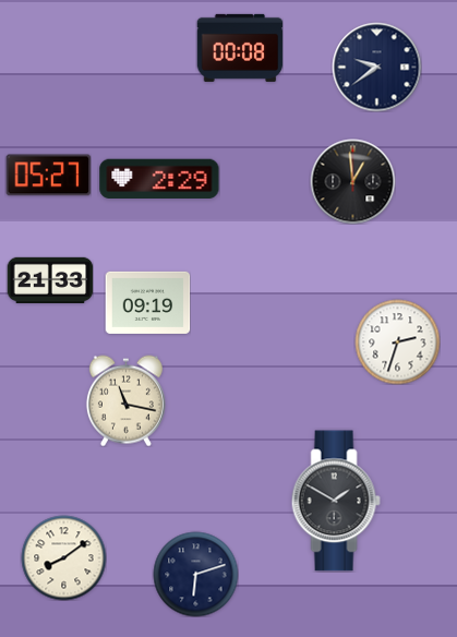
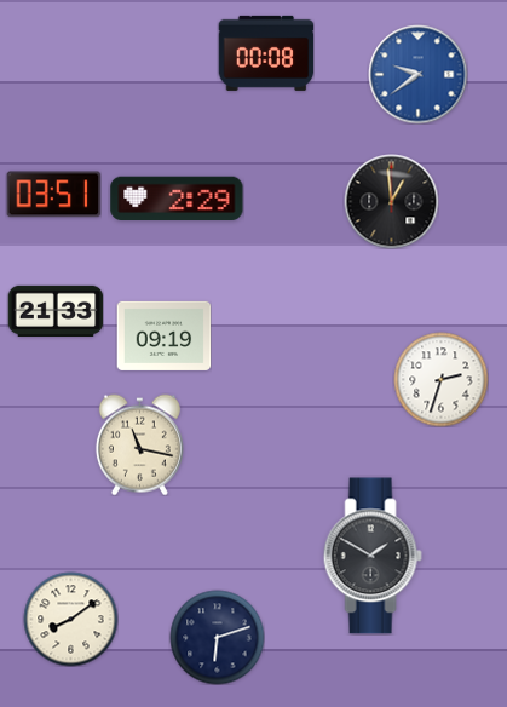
clock at (376, 67) dial: navy -> blue
clock at (48, 176): 05:27 -> 03:51
